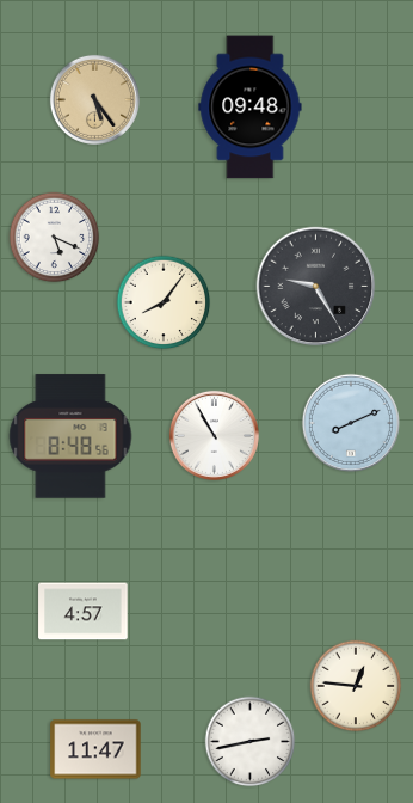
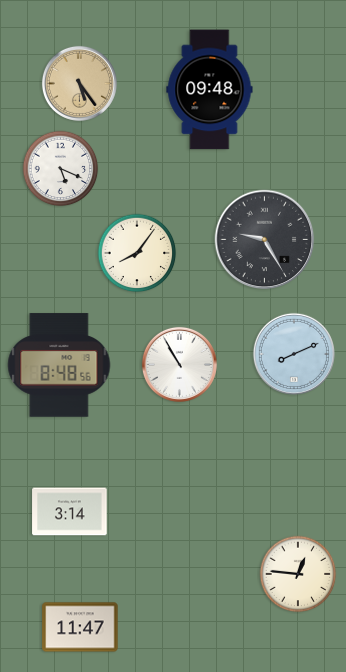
clock at (55, 238) position: (55, 238) -> (61, 169)
clock at (84, 612): 4:57 -> 3:14
clock at (251, 742): 2:43 -> none
